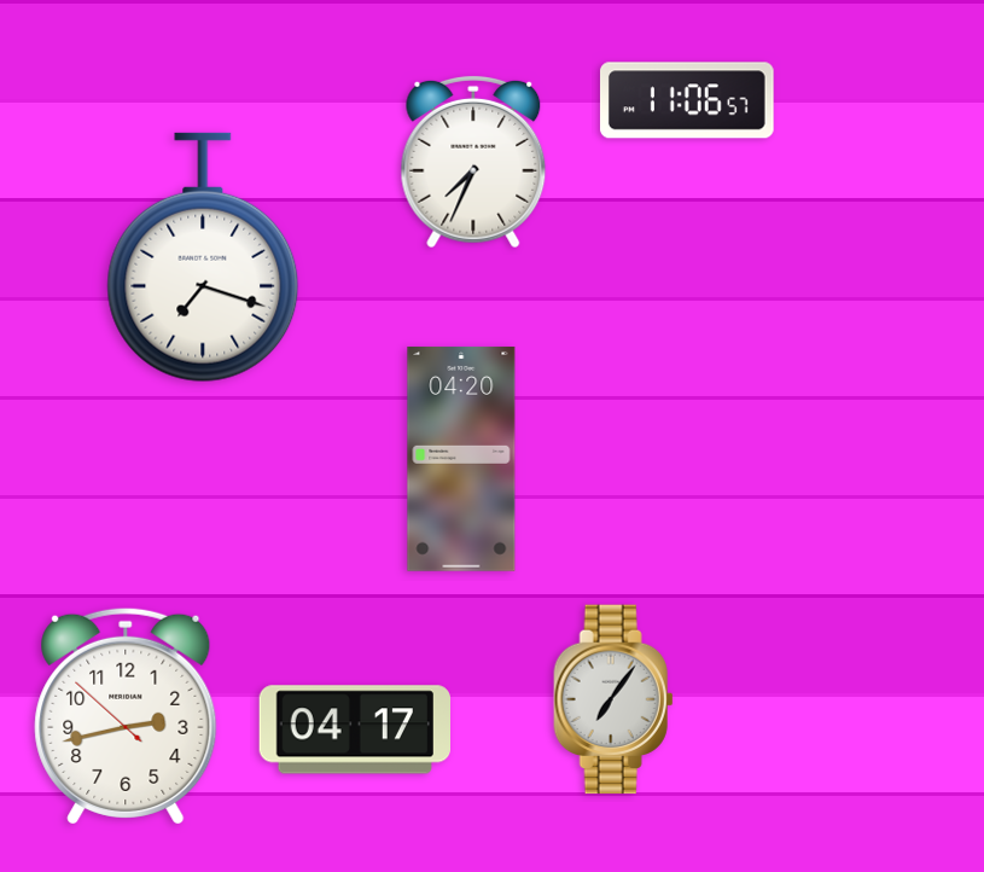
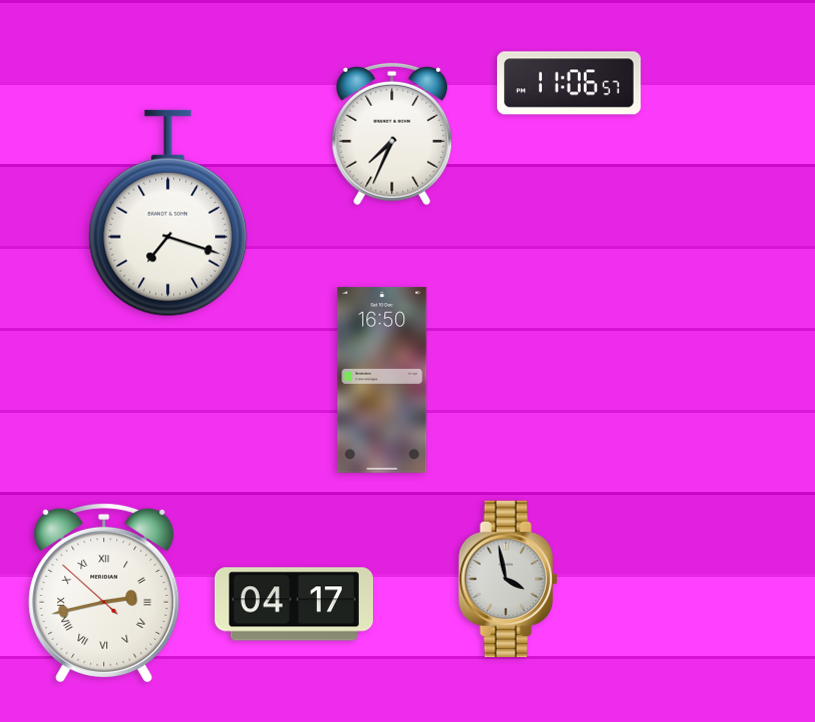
clock at (461, 459): 04:20 -> 16:50
clock at (613, 699): 7:06 -> 3:58
clock at (126, 716) numerals: Arabic -> Roman
